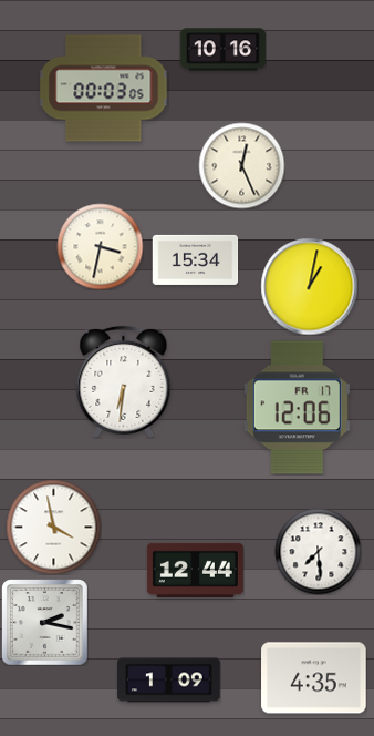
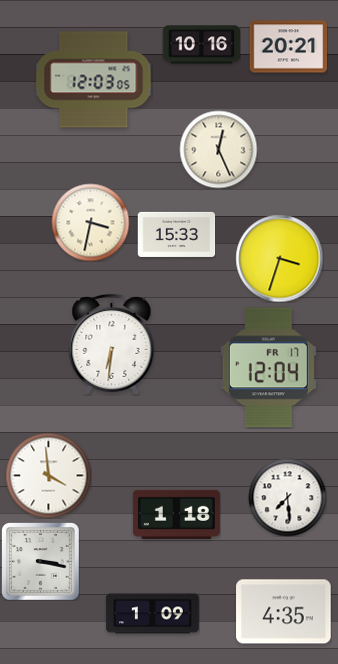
clock at (288, 47): none -> 20:21
clock at (104, 89): 00:03 -> 12:03
clock at (195, 259): 15:34 -> 15:33
clock at (309, 286): 1:02 -> 3:33
clock at (297, 408): 12:06 -> 12:04
clock at (53, 527): 3:58 -> 3:59
clock at (195, 570): 12:44 -> 1:18
clock at (45, 623): 2:17 -> 3:17
